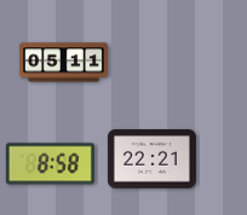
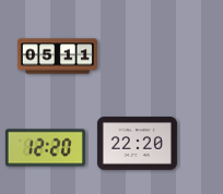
clock at (151, 159): 22:21 -> 22:20
clock at (50, 164): 8:58 -> 12:20
